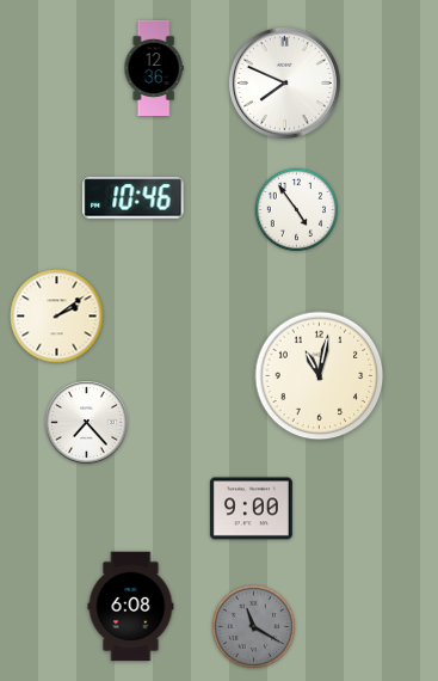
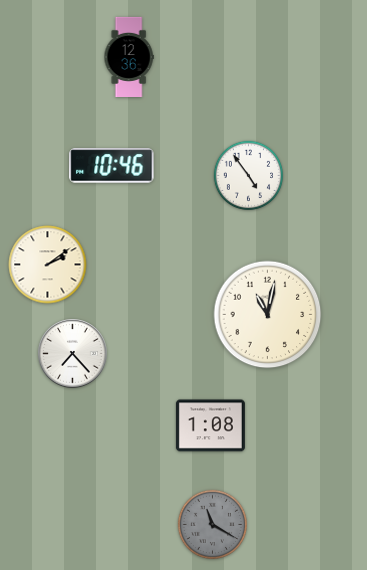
clock at (284, 82): 7:49 -> none
clock at (251, 509): 9:00 -> 1:08
clock at (131, 607): 6:08 -> none
